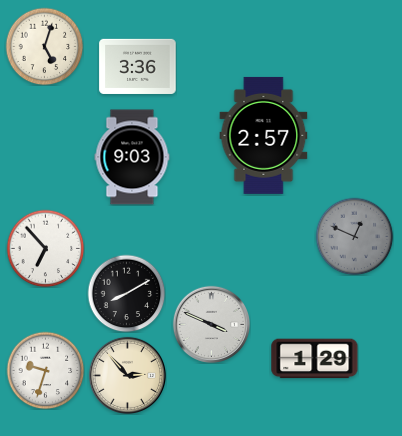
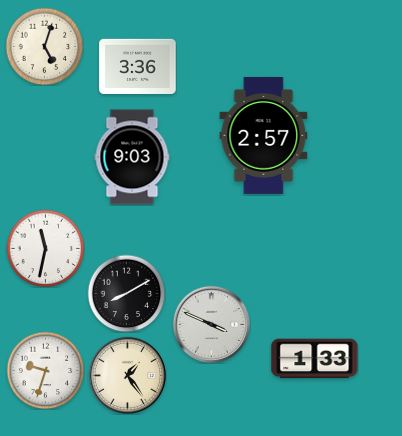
clock at (354, 236): 12:49 -> none
clock at (45, 248): 6:53 -> 11:32
clock at (315, 359): 1:29 -> 1:33
clock at (127, 375): 2:53 -> 1:24
